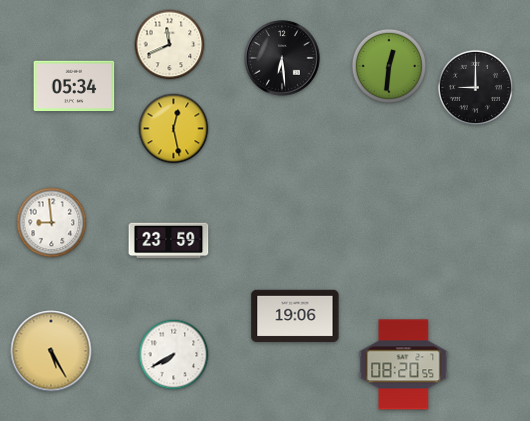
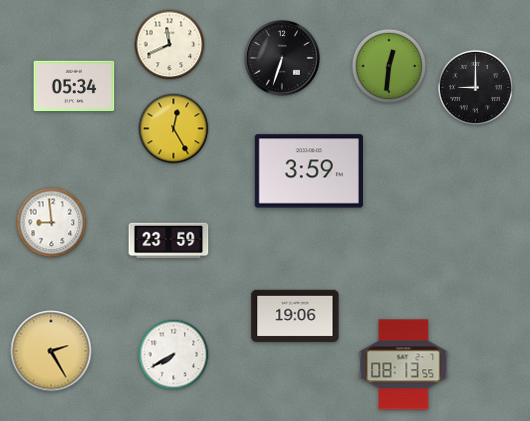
clock at (282, 58): 6:29 -> 6:33
clock at (174, 129): 12:28 -> 12:25
clock at (309, 171): none -> 3:59
clock at (51, 351): 5:25 -> 2:25
clock at (404, 365): 08:20 -> 08:13
